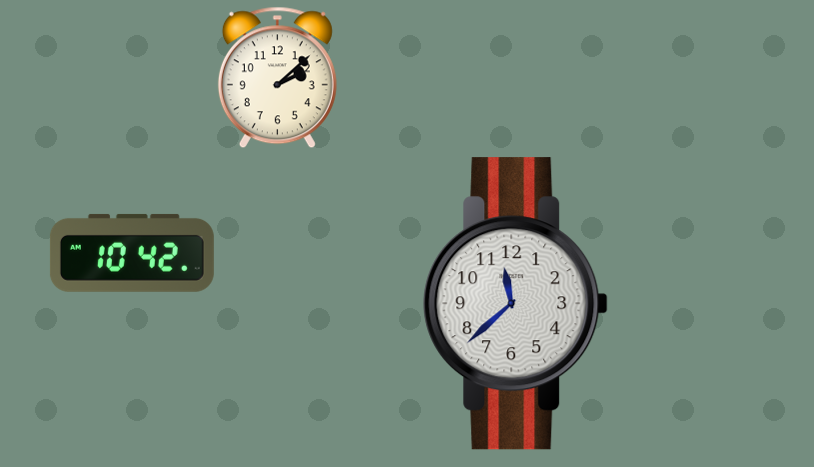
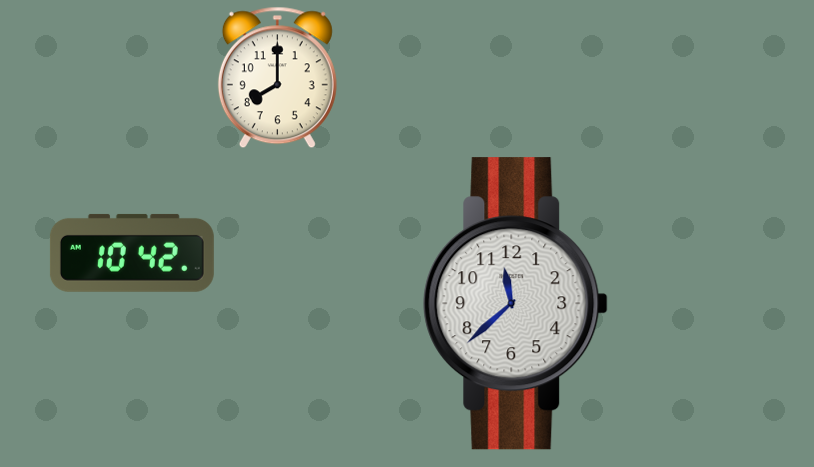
clock at (277, 78): 2:08 -> 8:00
